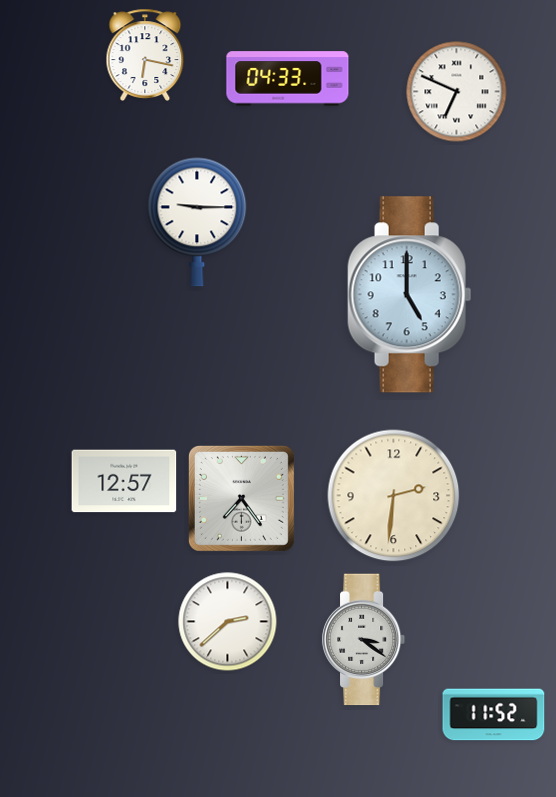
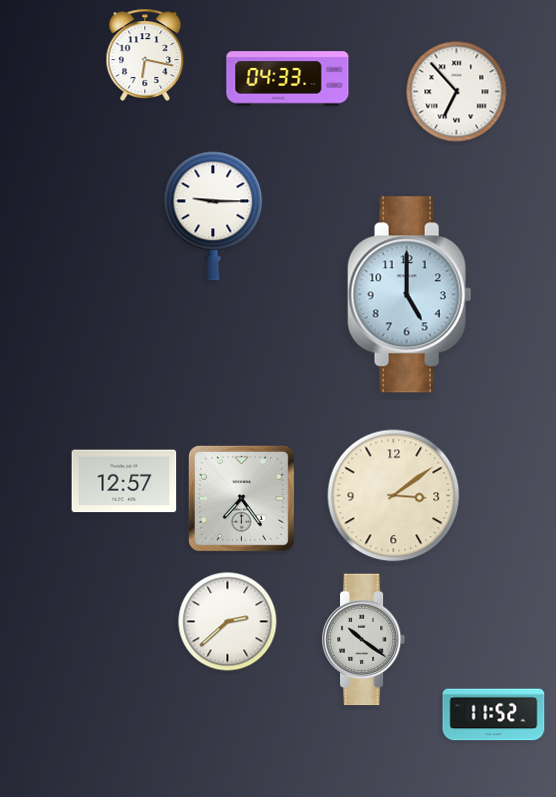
clock at (457, 92): 6:49 -> 6:53
clock at (197, 222) position: (197, 222) -> (213, 216)
clock at (394, 496): 2:31 -> 3:09
clock at (364, 640): 3:21 -> 10:21
